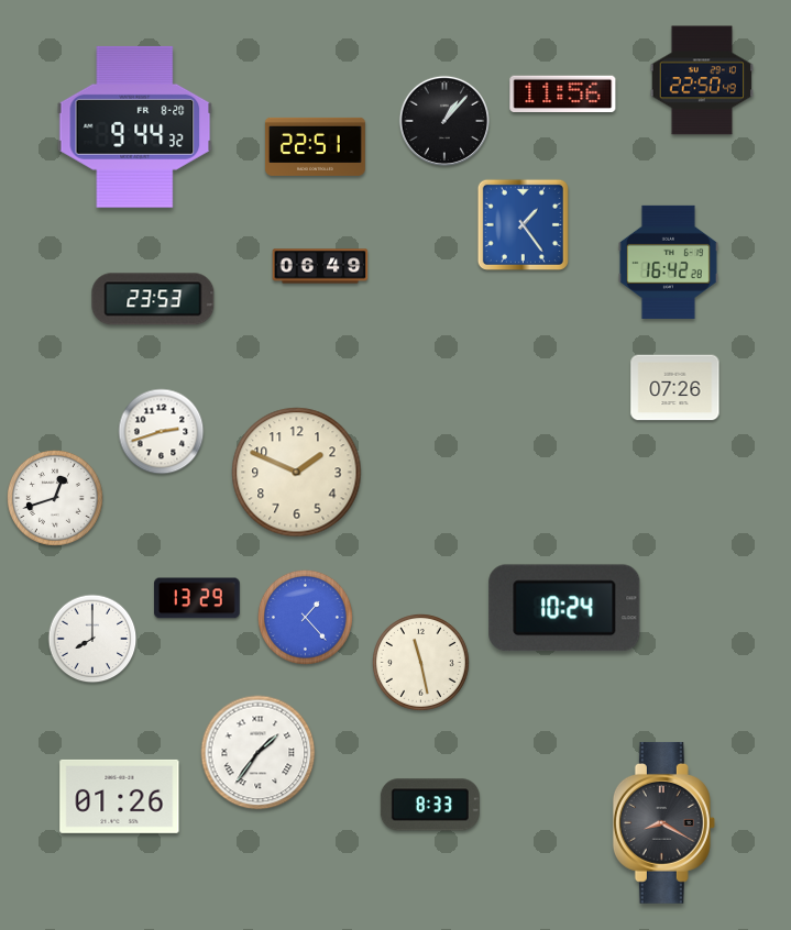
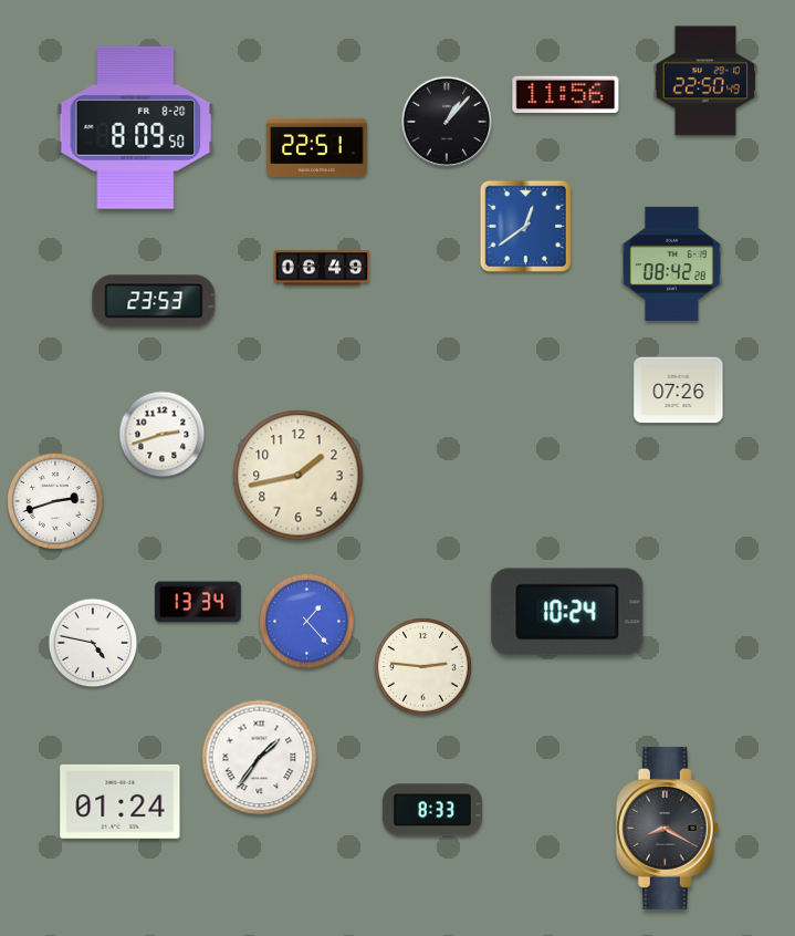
clock at (135, 126): 9:44 -> 8:09
clock at (523, 224): 1:24 -> 12:39
clock at (668, 262): 16:42 -> 08:42
clock at (297, 473): 1:49 -> 1:43
clock at (55, 498): 12:42 -> 2:42
clock at (197, 598): 13:29 -> 13:34
clock at (92, 639): 8:00 -> 4:47
clock at (421, 663): 11:28 -> 2:46
clock at (120, 796): 01:26 -> 01:24
